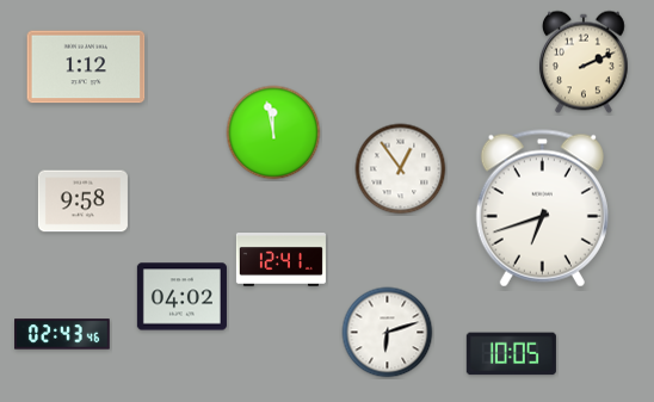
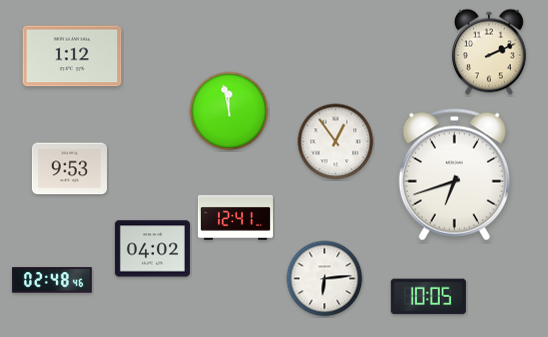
clock at (82, 202): 9:58 -> 9:53
clock at (388, 333): 6:12 -> 6:14
clock at (62, 334): 02:43 -> 02:48
